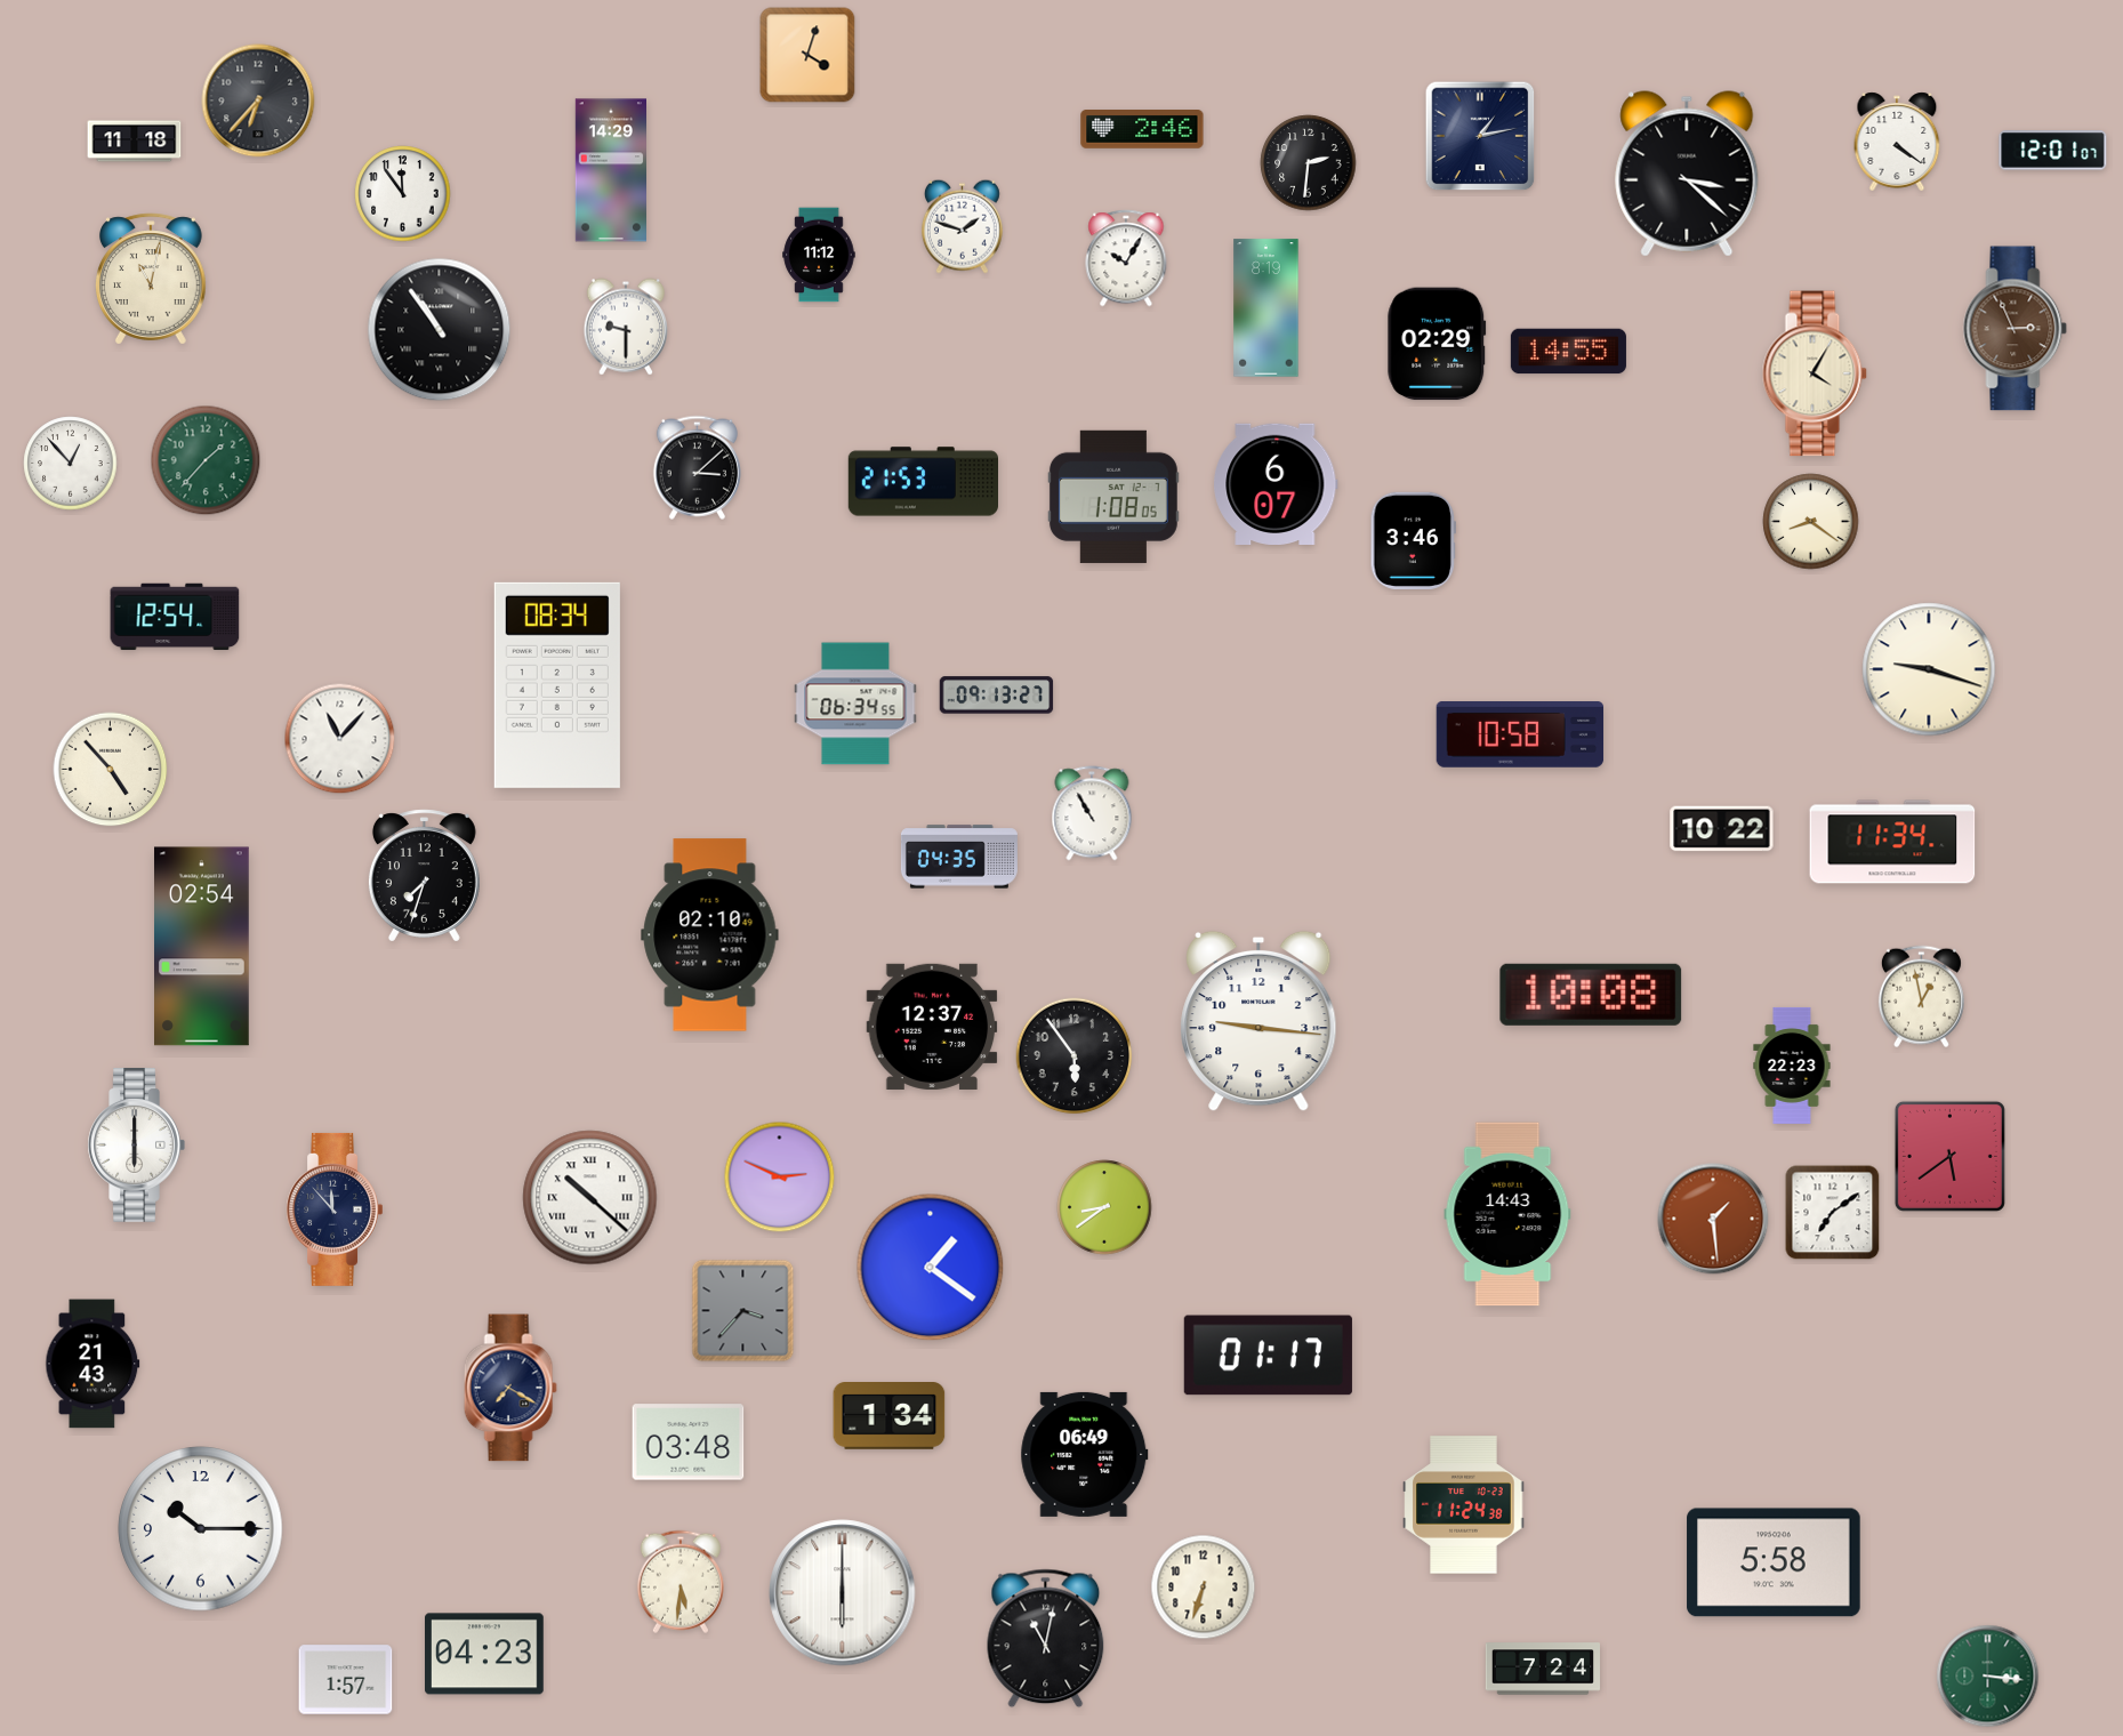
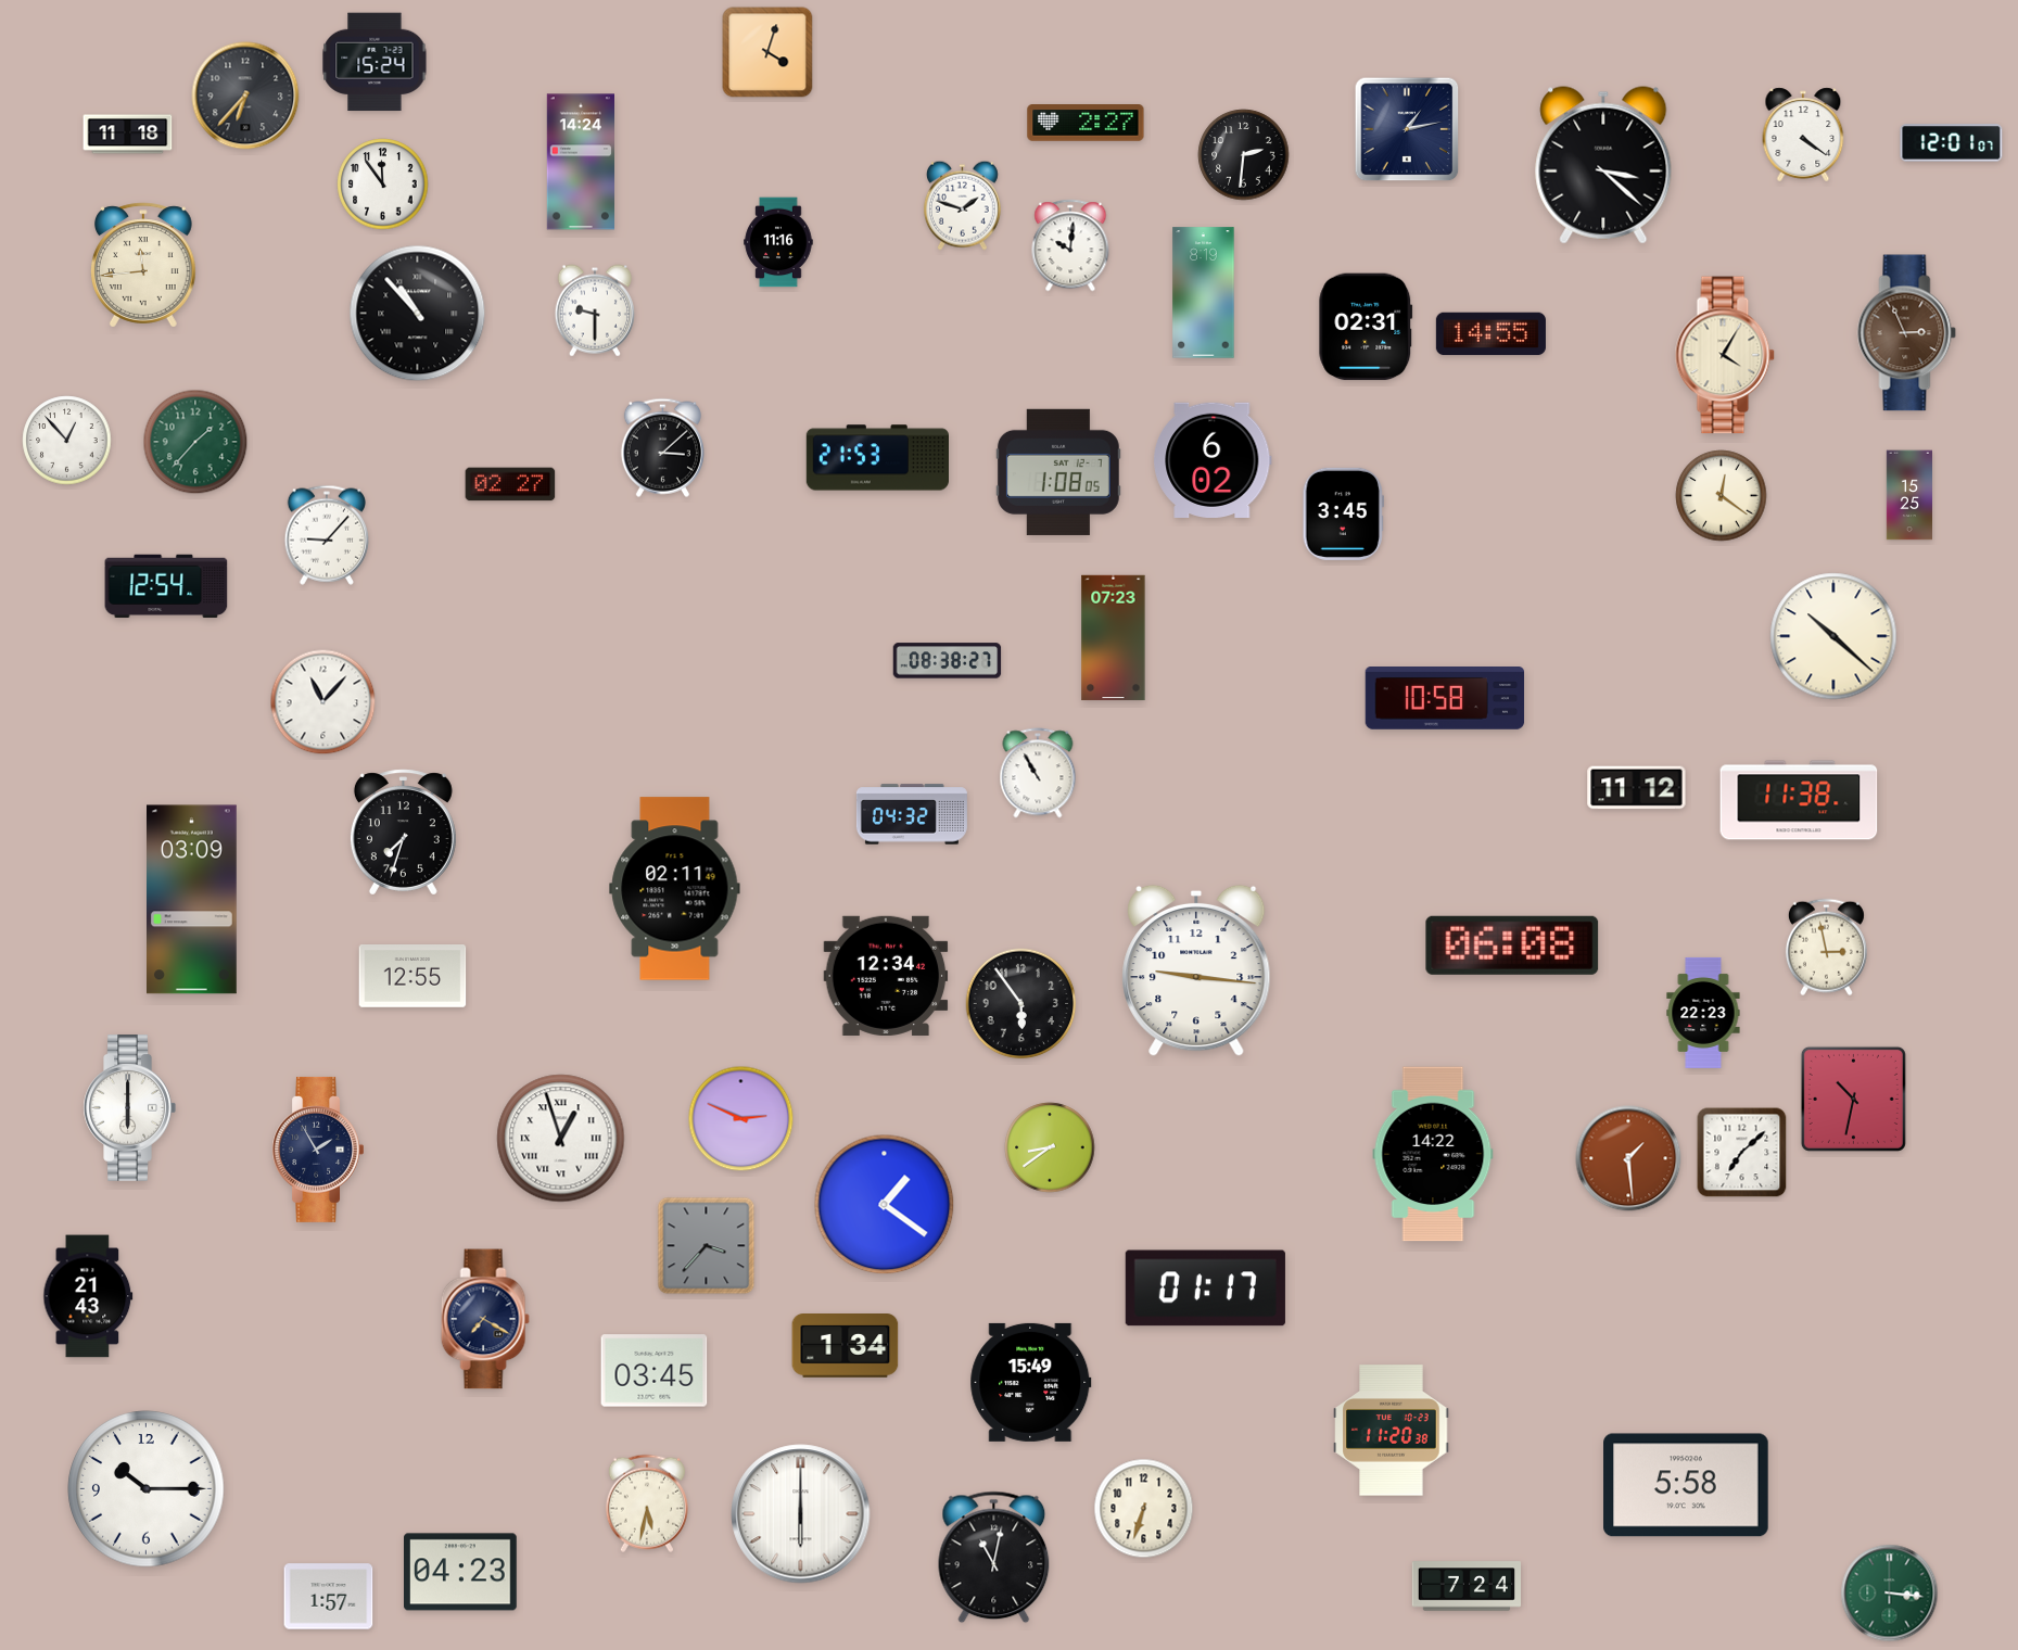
clock at (375, 62): none -> 15:24
clock at (1142, 129): 2:46 -> 2:27
clock at (610, 170): 14:29 -> 14:24
clock at (962, 226) position: (962, 226) -> (962, 205)
clock at (819, 255): 11:12 -> 11:16
clock at (1126, 258): 10:05 -> 10:01
clock at (151, 279): 11:02 -> 11:44
clock at (2016, 329) position: (2016, 329) -> (1907, 333)
clock at (440, 330): 10:54 -> 10:53
clock at (1437, 344): 02:29 -> 02:31
clock at (206, 460) position: (206, 460) -> (195, 442)
clock at (697, 467) position: (697, 467) -> (662, 447)
clock at (1276, 483): 6:07 -> 6:02
clock at (510, 484): none -> 02:27
clock at (1908, 495): none -> 15:25
clock at (1811, 522): 8:21 -> 12:21
clock at (1413, 540): 3:46 -> 3:45
clock at (326, 535): none -> 9:07
clock at (1929, 669): 9:18 -> 10:22
clock at (1114, 638): none -> 07:23
clock at (557, 685): 08:34 -> none
clock at (997, 696): 09:13 -> 08:38
clock at (855, 704): 06:34 -> none
clock at (111, 770): 4:53 -> none
clock at (1722, 829): 10:22 -> 11:12
clock at (1892, 842): 11:34 -> 11:38
clock at (959, 857): 04:35 -> 04:32
clock at (710, 935): 02:10 -> 02:11
clock at (202, 947): 02:54 -> 03:09
clock at (1591, 995): 10:08 -> 06:08
clock at (1921, 997): 12:58 -> 2:58
clock at (932, 1027): 12:37 -> 12:34
clock at (413, 977): none -> 12:55
clock at (136, 1146) position: (136, 1146) -> (129, 1108)
clock at (1949, 1156): 5:39 -> 10:32
clock at (590, 1198): 10:22 -> 12:57
clock at (333, 1209): 11:53 -> 1:55
clock at (1833, 1213): 7:09 -> 7:08
clock at (1507, 1214): 14:43 -> 14:22
clock at (689, 1442): 03:48 -> 03:45
clock at (1085, 1454): 06:49 -> 15:49
clock at (1464, 1505): 11:24 -> 11:20
clock at (201, 1529) position: (201, 1529) -> (147, 1489)
clock at (681, 1582): 5:31 -> 5:32
